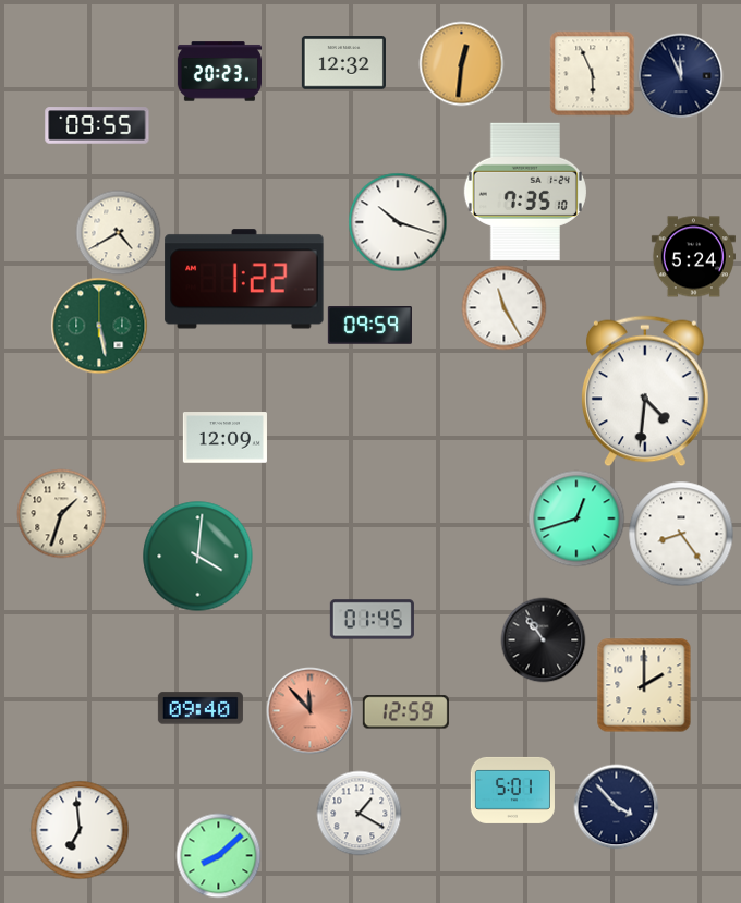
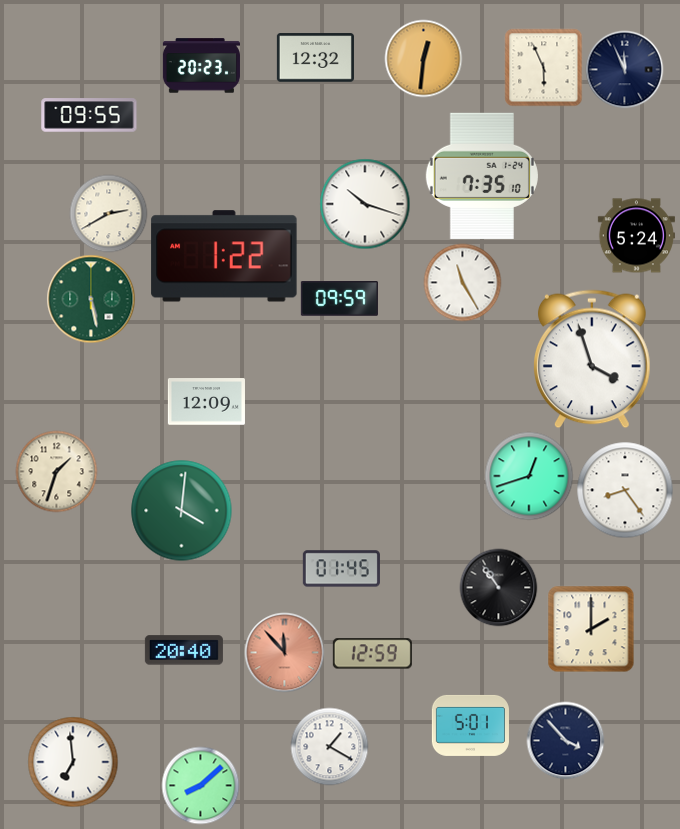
clock at (118, 232): 4:40 -> 2:40
clock at (646, 391): 4:31 -> 3:57
clock at (201, 708): 09:40 -> 20:40
